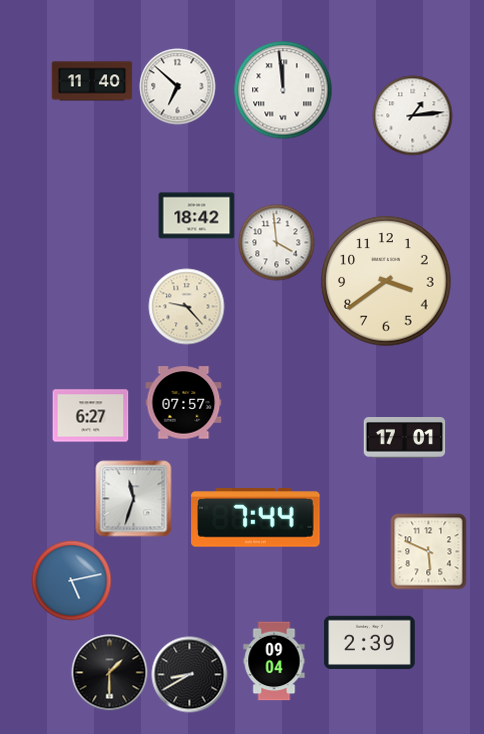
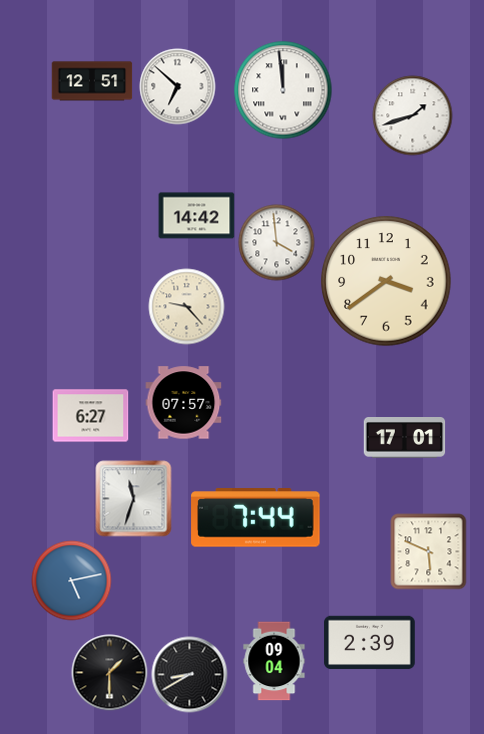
clock at (92, 81): 11:40 -> 12:51
clock at (413, 116): 1:14 -> 1:42
clock at (197, 216): 18:42 -> 14:42
